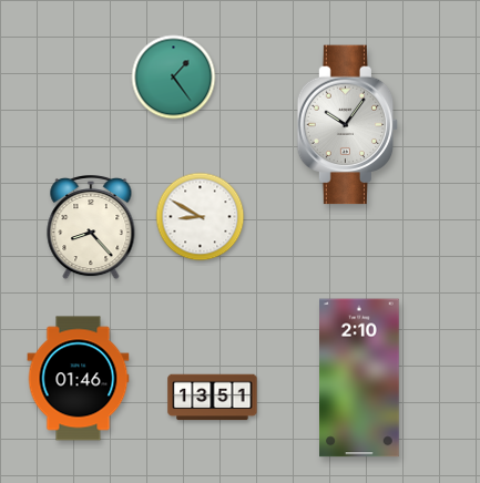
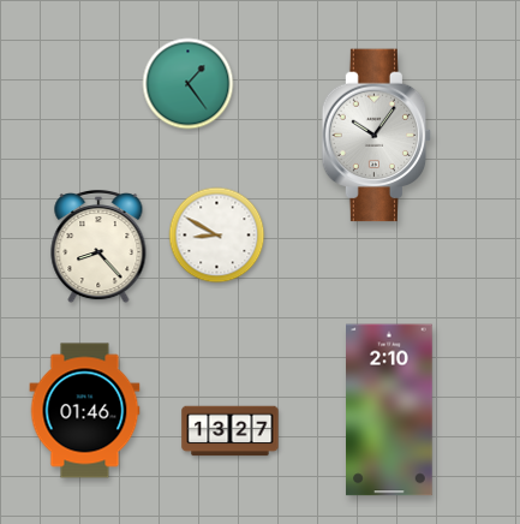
clock at (213, 398): 13:51 -> 13:27
